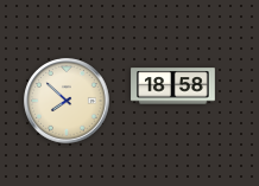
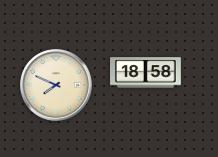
clock at (67, 101): 7:52 -> 7:49
